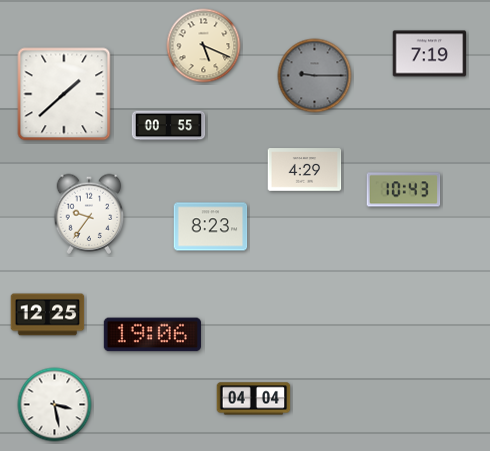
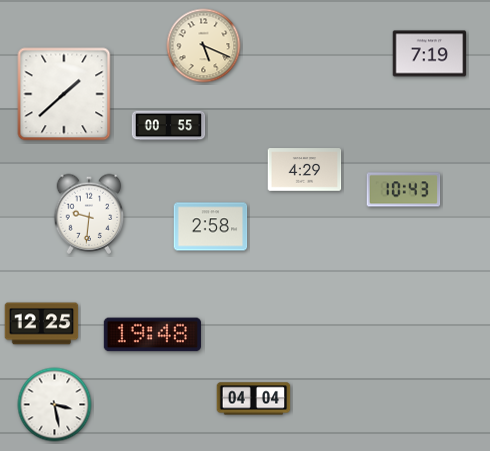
clock at (315, 76): 9:15 -> none
clock at (89, 214): 9:36 -> 9:31
clock at (211, 227): 8:23 -> 2:58
clock at (48, 315) position: (48, 315) -> (42, 324)
clock at (152, 335): 19:06 -> 19:48
